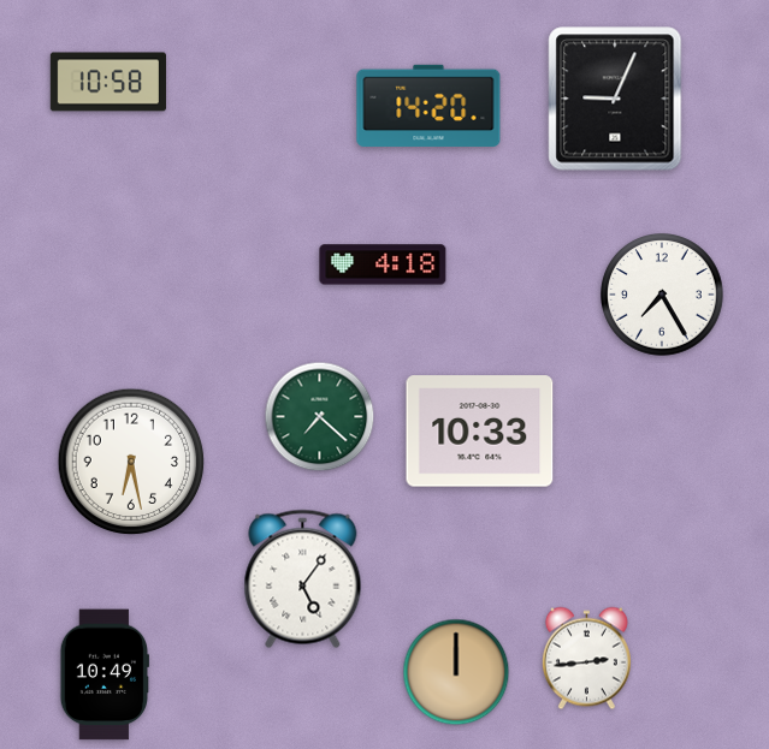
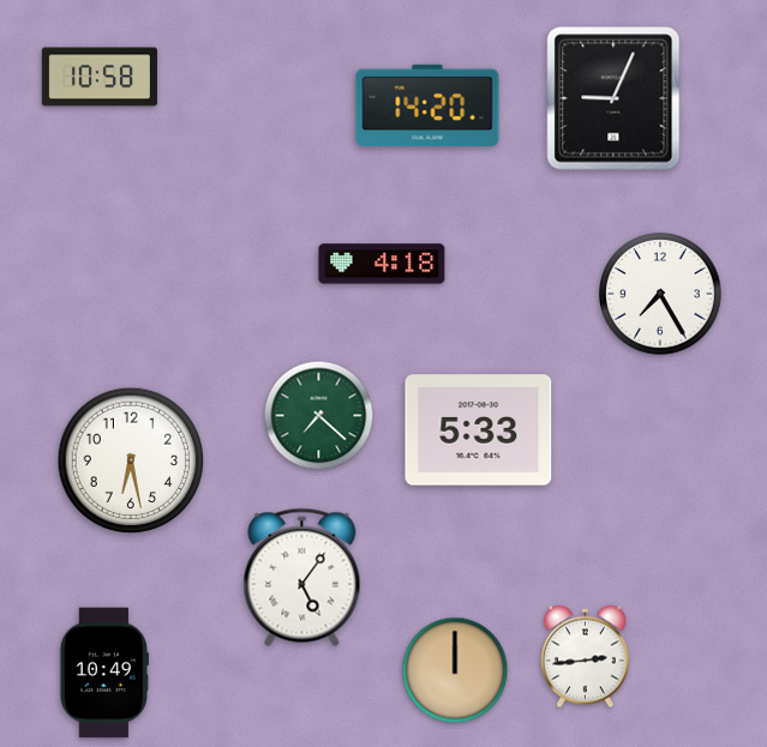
clock at (108, 82) position: (108, 82) -> (100, 77)
clock at (480, 432): 10:33 -> 5:33
